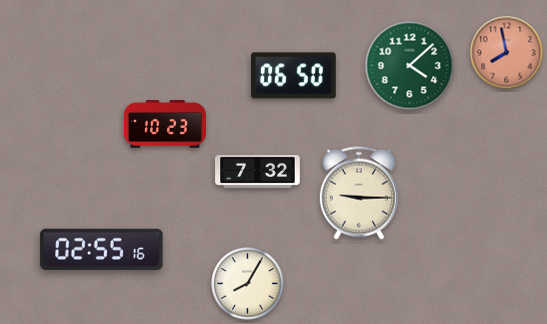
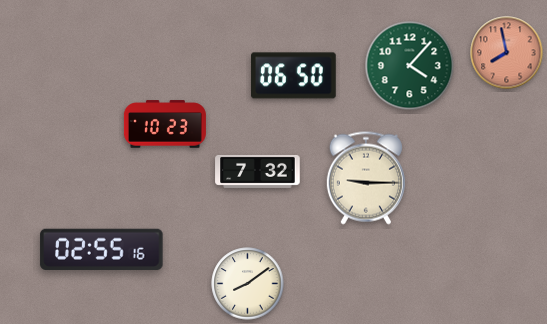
clock at (410, 66): 4:08 -> 4:07
clock at (359, 193) position: (359, 193) -> (366, 178)
clock at (248, 284): 8:05 -> 8:09
